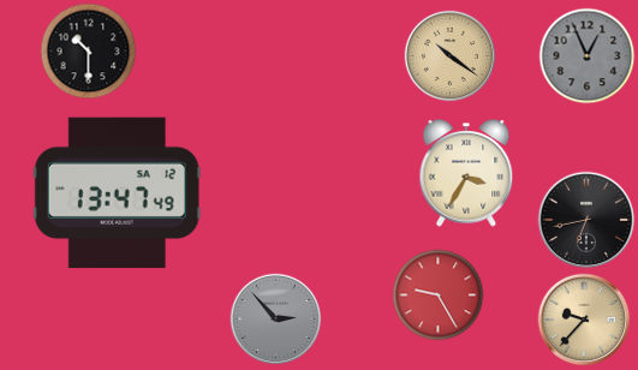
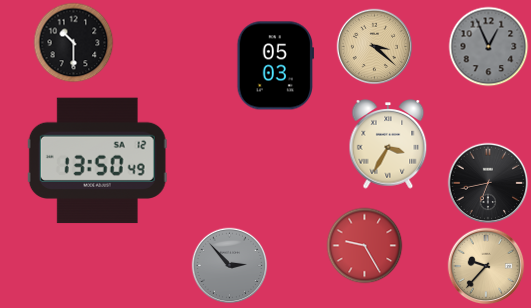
clock at (451, 56): 10:21 -> 3:22
clock at (275, 66): none -> 05:03
clock at (117, 193): 13:47 -> 13:50
